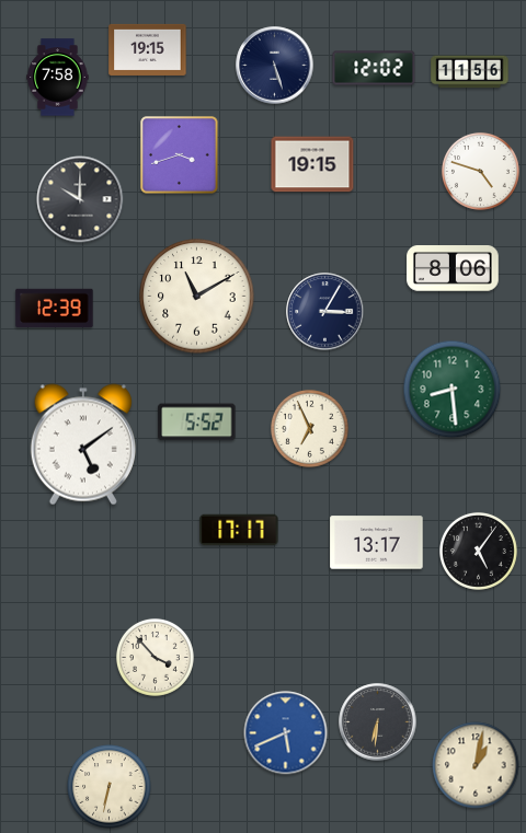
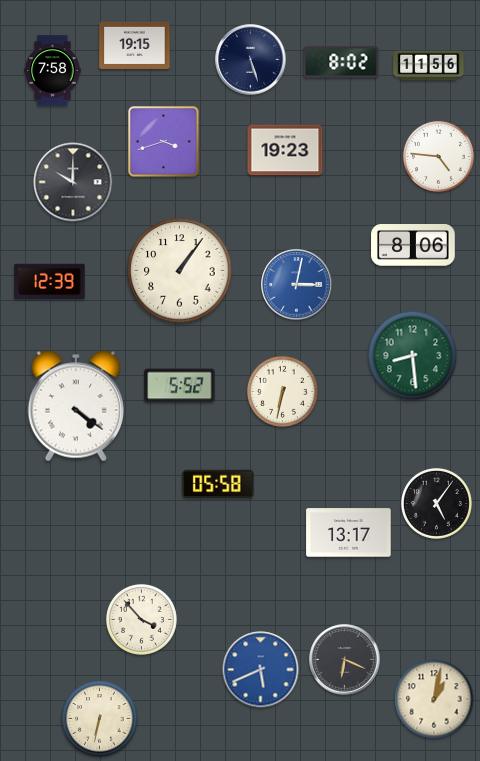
clock at (374, 68): 12:02 -> 8:02
clock at (312, 164): 19:15 -> 19:23
clock at (480, 171): 4:48 -> 4:46
clock at (197, 297): 11:10 -> 1:06
clock at (325, 312): 3:05 -> 3:02
clock at (325, 312) dial: navy -> blue
clock at (309, 428): 6:56 -> 6:32
clock at (83, 444): 5:09 -> 4:21
clock at (239, 530): 17:17 -> 05:58
clock at (377, 543) position: (377, 543) -> (349, 533)
clock at (155, 657) position: (155, 657) -> (141, 619)
clock at (378, 722): 6:31 -> 6:19
